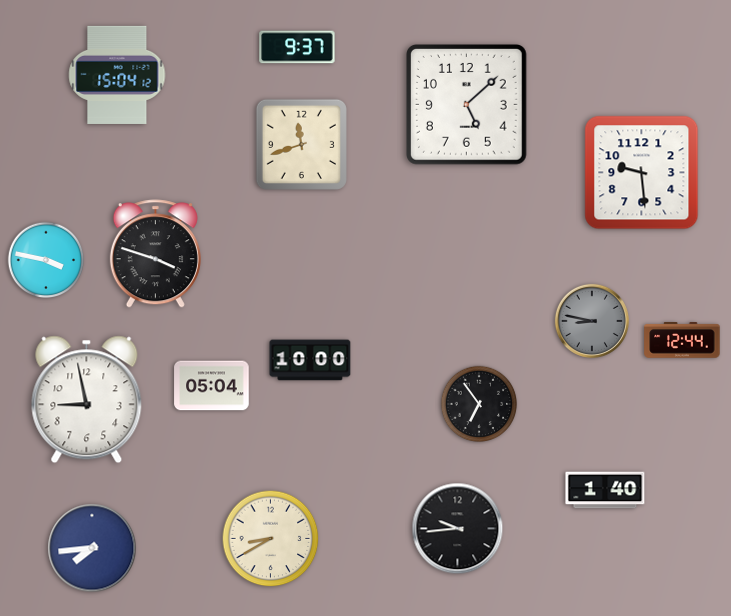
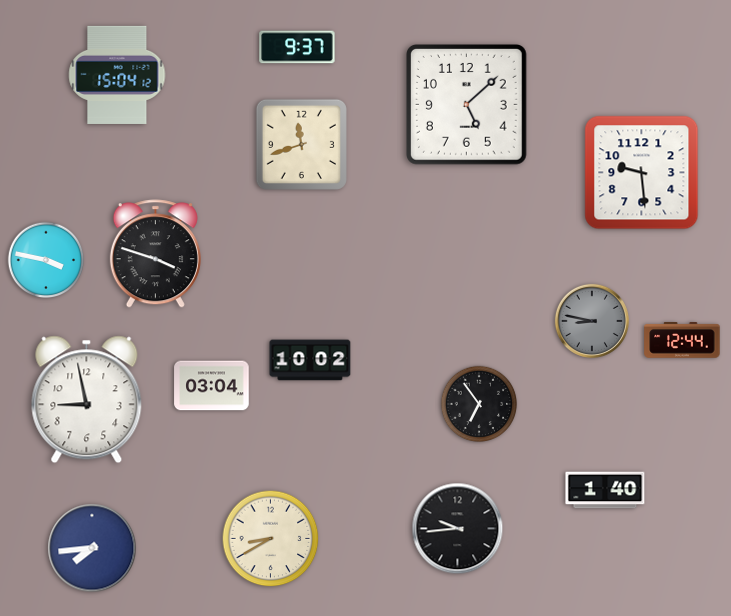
clock at (310, 360): 10:00 -> 10:02
clock at (212, 386): 05:04 -> 03:04
